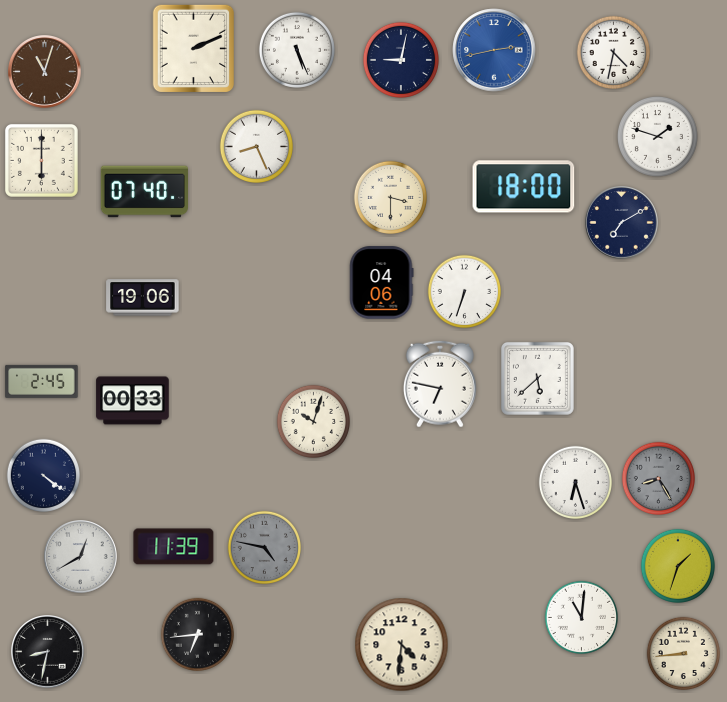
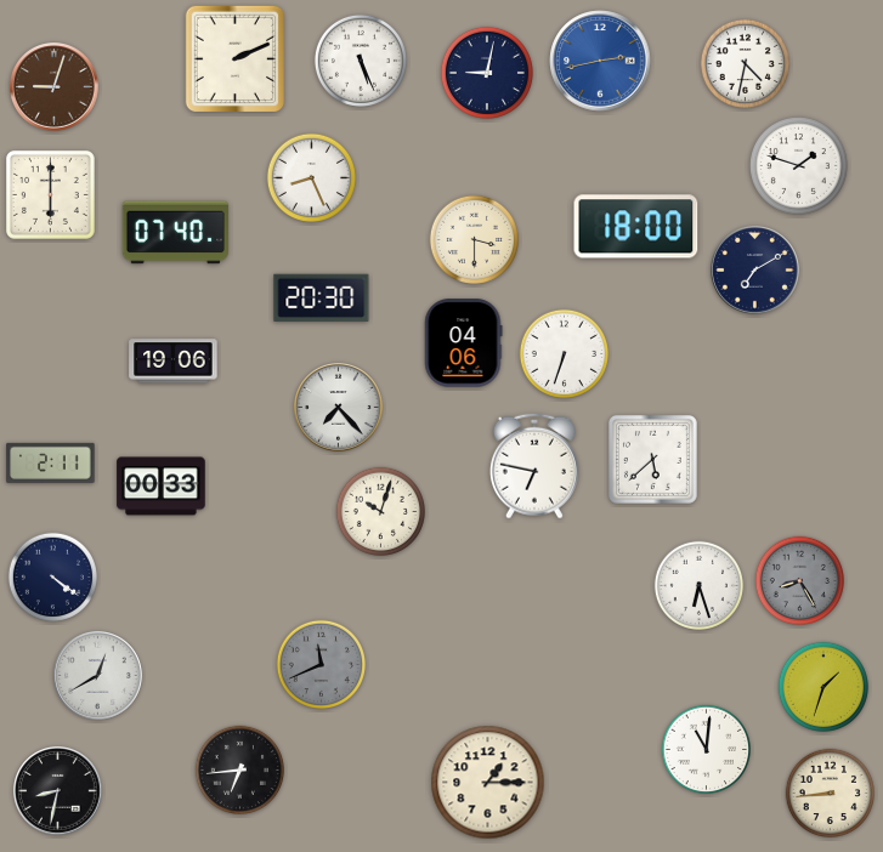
clock at (45, 72): 11:03 -> 9:03
clock at (322, 297): none -> 20:30
clock at (339, 408): none -> 7:23
clock at (42, 381): 2:45 -> 2:11
clock at (174, 547): 11:39 -> none
clock at (264, 547): 4:47 -> 11:41
clock at (402, 645): 4:31 -> 1:15
